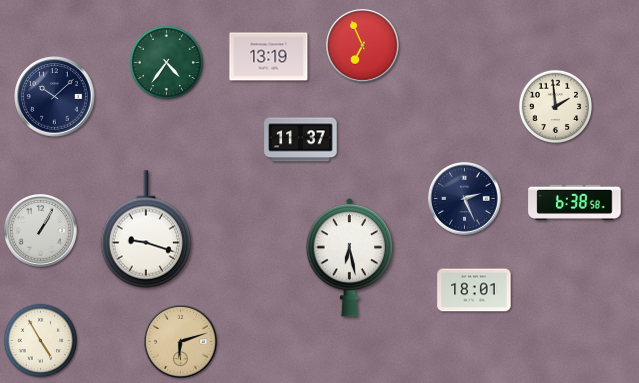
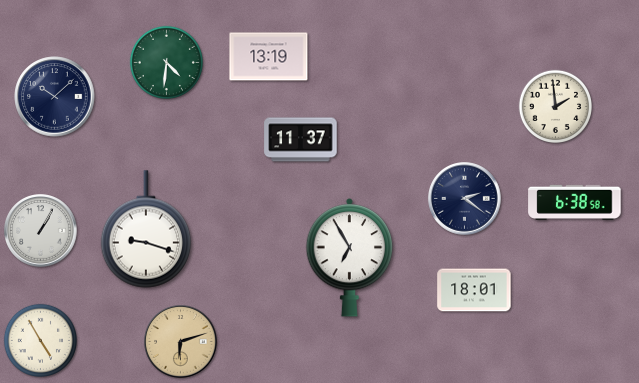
clock at (363, 46): 6:56 -> none
clock at (166, 62): 4:36 -> 4:31
clock at (465, 199): 2:26 -> 2:21
clock at (350, 257): 6:28 -> 6:55
